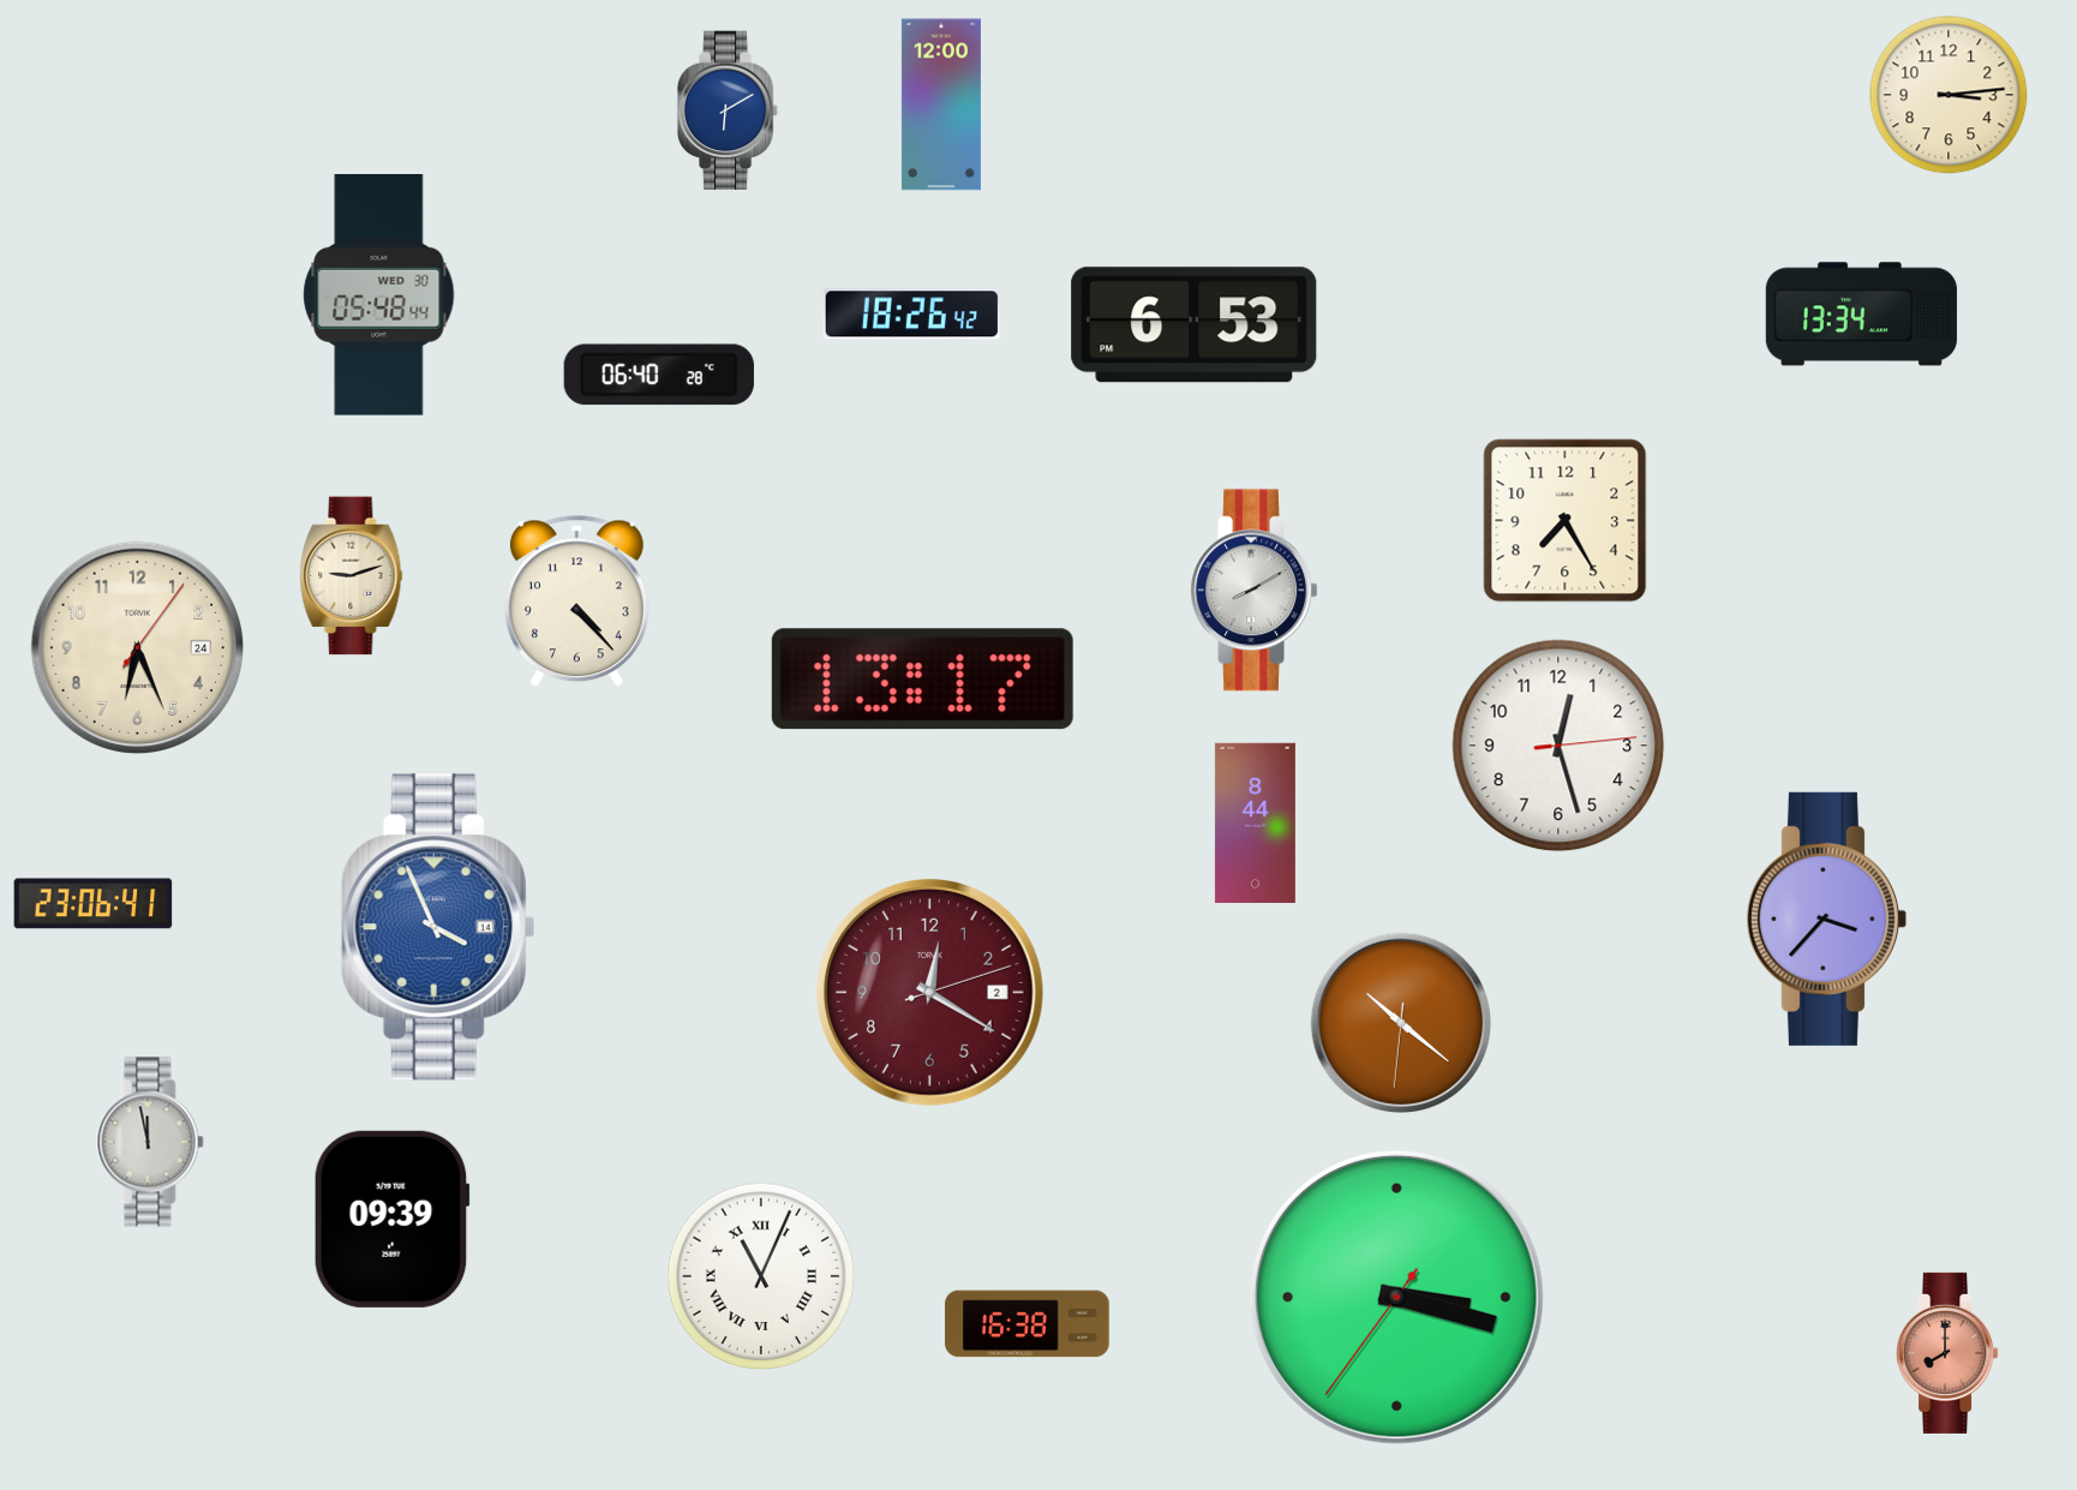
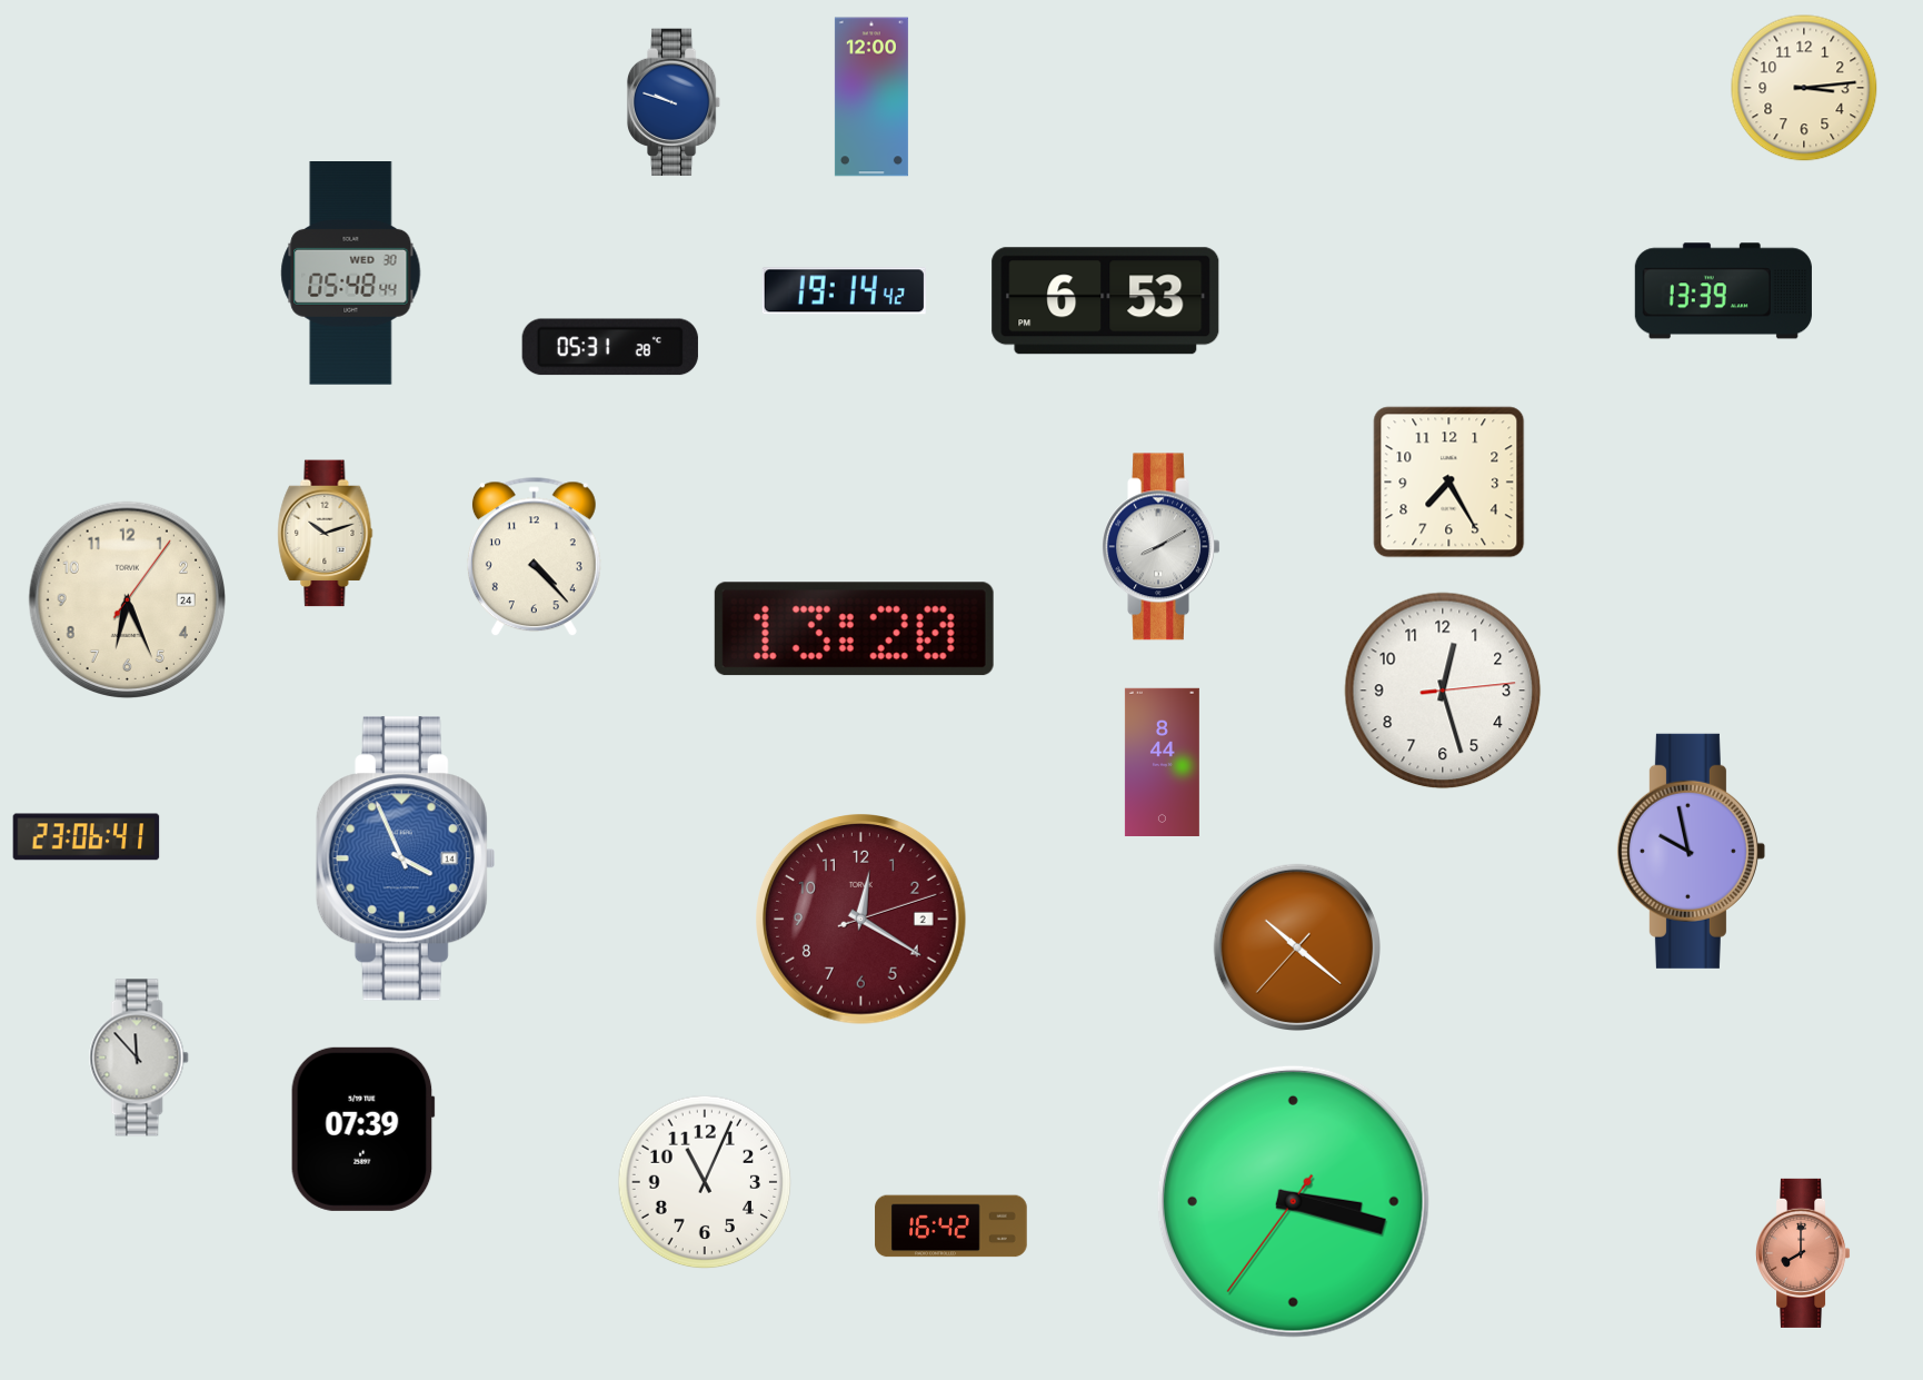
clock at (728, 110): 6:10 -> 9:48
clock at (911, 315): 18:26 -> 19:14
clock at (1861, 315): 13:34 -> 13:39
clock at (659, 375): 06:40 -> 05:31
clock at (352, 576): 9:12 -> 10:12
clock at (922, 680): 13:17 -> 13:20
clock at (1826, 918): 3:37 -> 9:58
clock at (1400, 1022): 10:21:31 -> 10:21:37
clock at (150, 1142): 11:58 -> 11:53
clock at (391, 1219): 09:39 -> 07:39
clock at (761, 1276) numerals: Roman -> Arabic
clock at (1028, 1324): 16:38 -> 16:42
